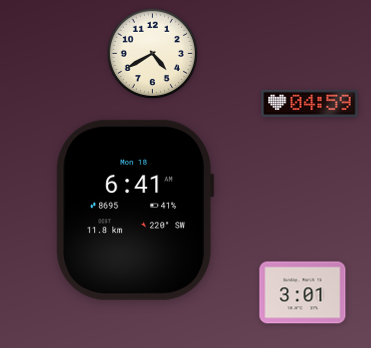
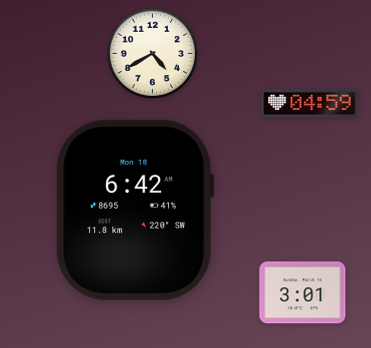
clock at (135, 210): 6:41 -> 6:42
